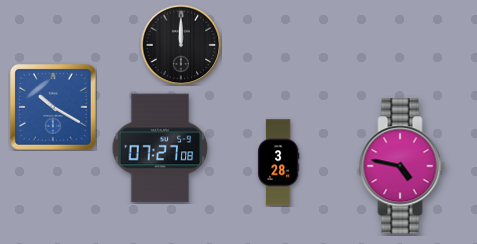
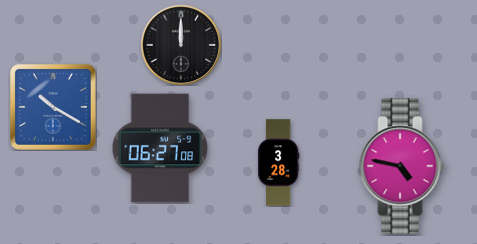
clock at (160, 148): 07:27 -> 06:27
